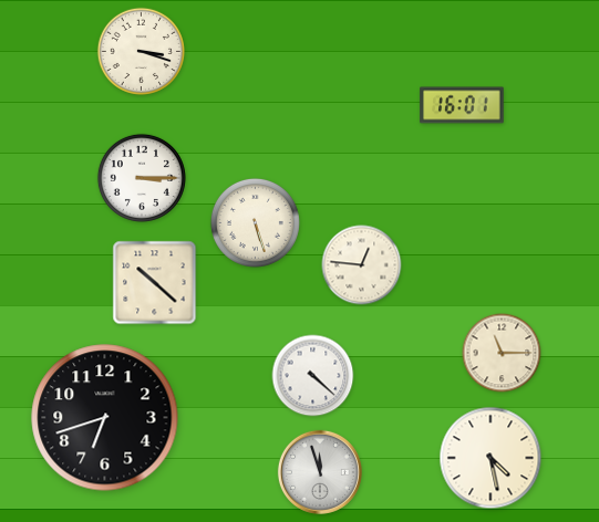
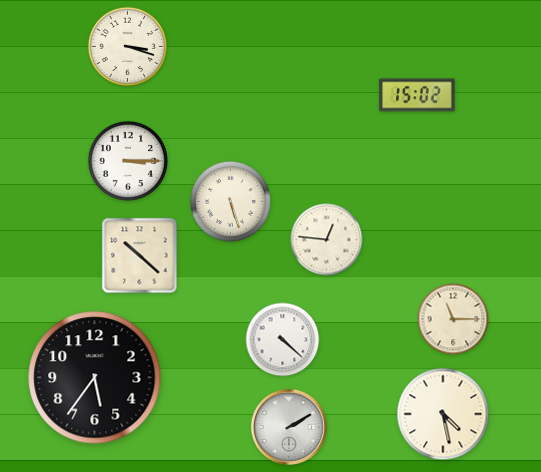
clock at (462, 105): 16:01 -> 15:02
clock at (105, 418): 6:42 -> 5:36
clock at (320, 472): 11:57 -> 2:10
